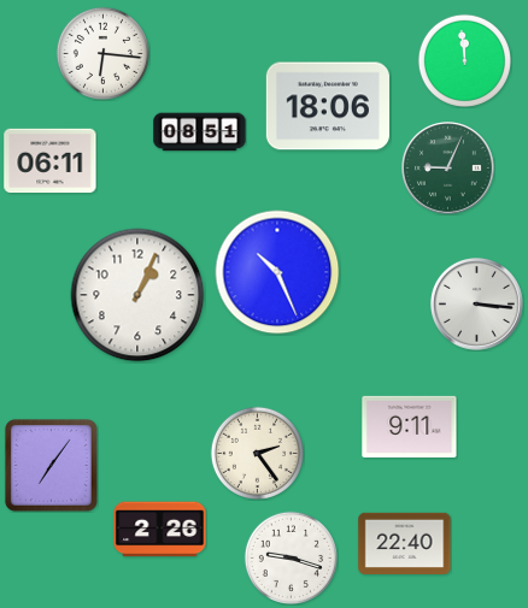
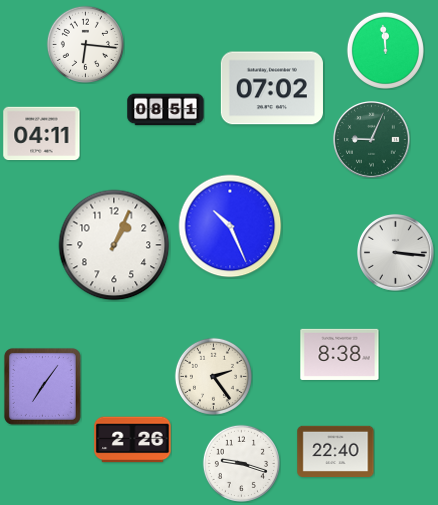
clock at (328, 106): 18:06 -> 07:02
clock at (51, 161): 06:11 -> 04:11
clock at (410, 426): 9:11 -> 8:38
